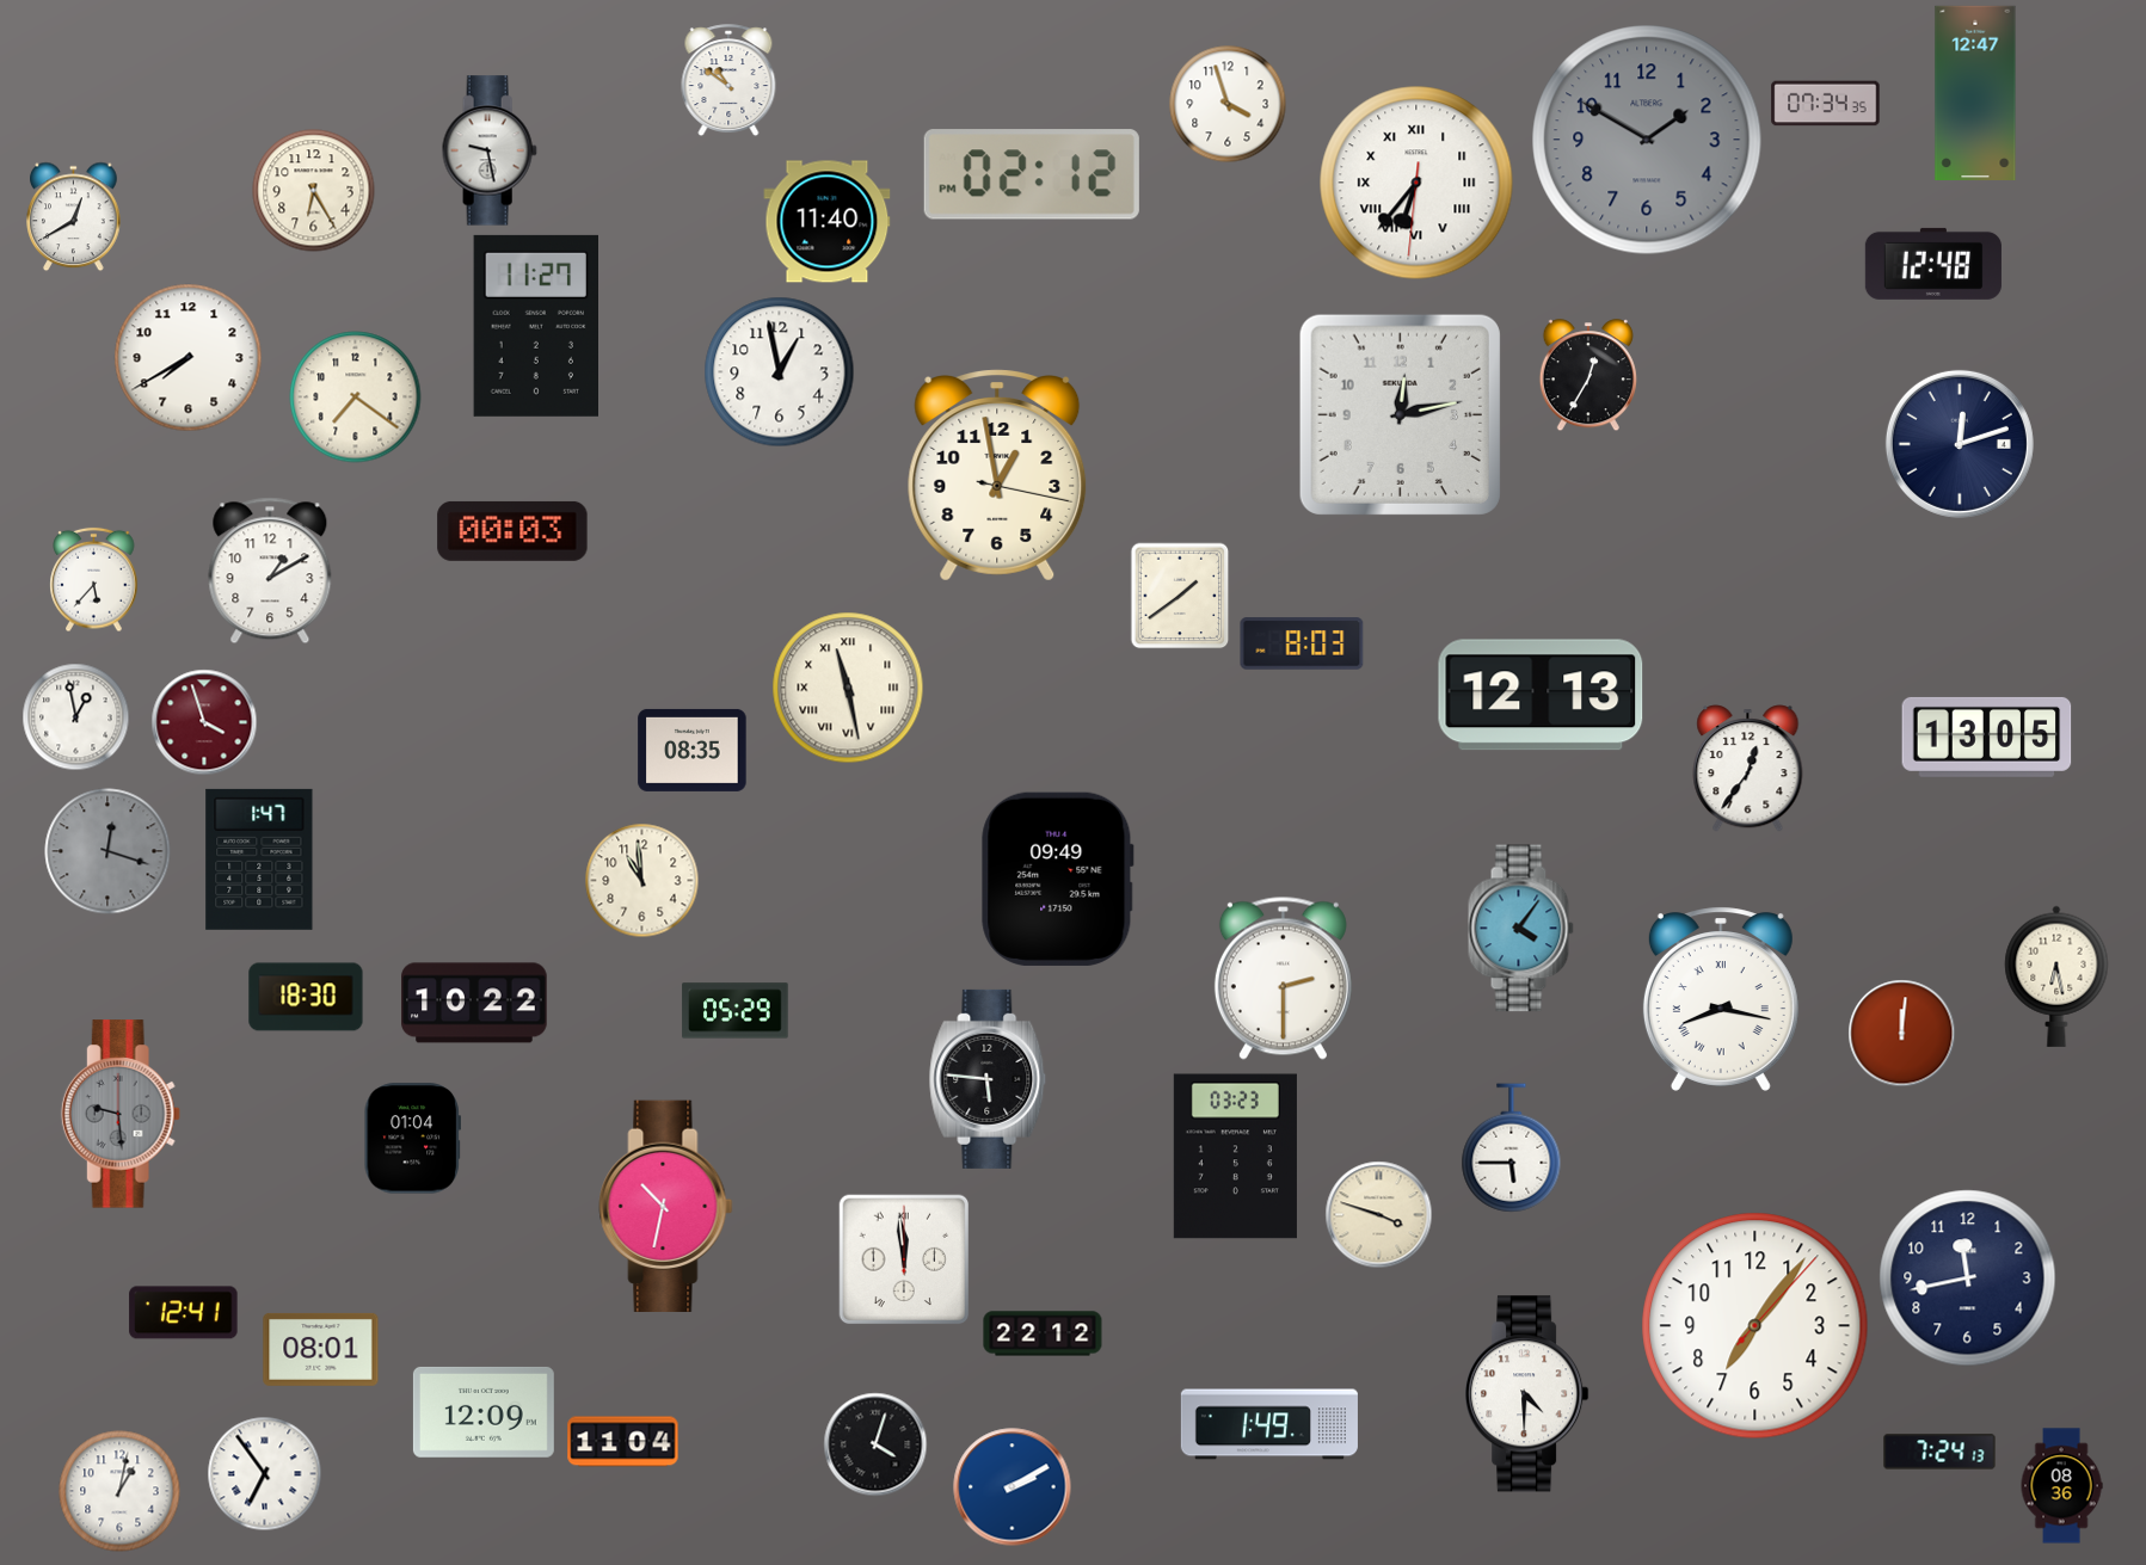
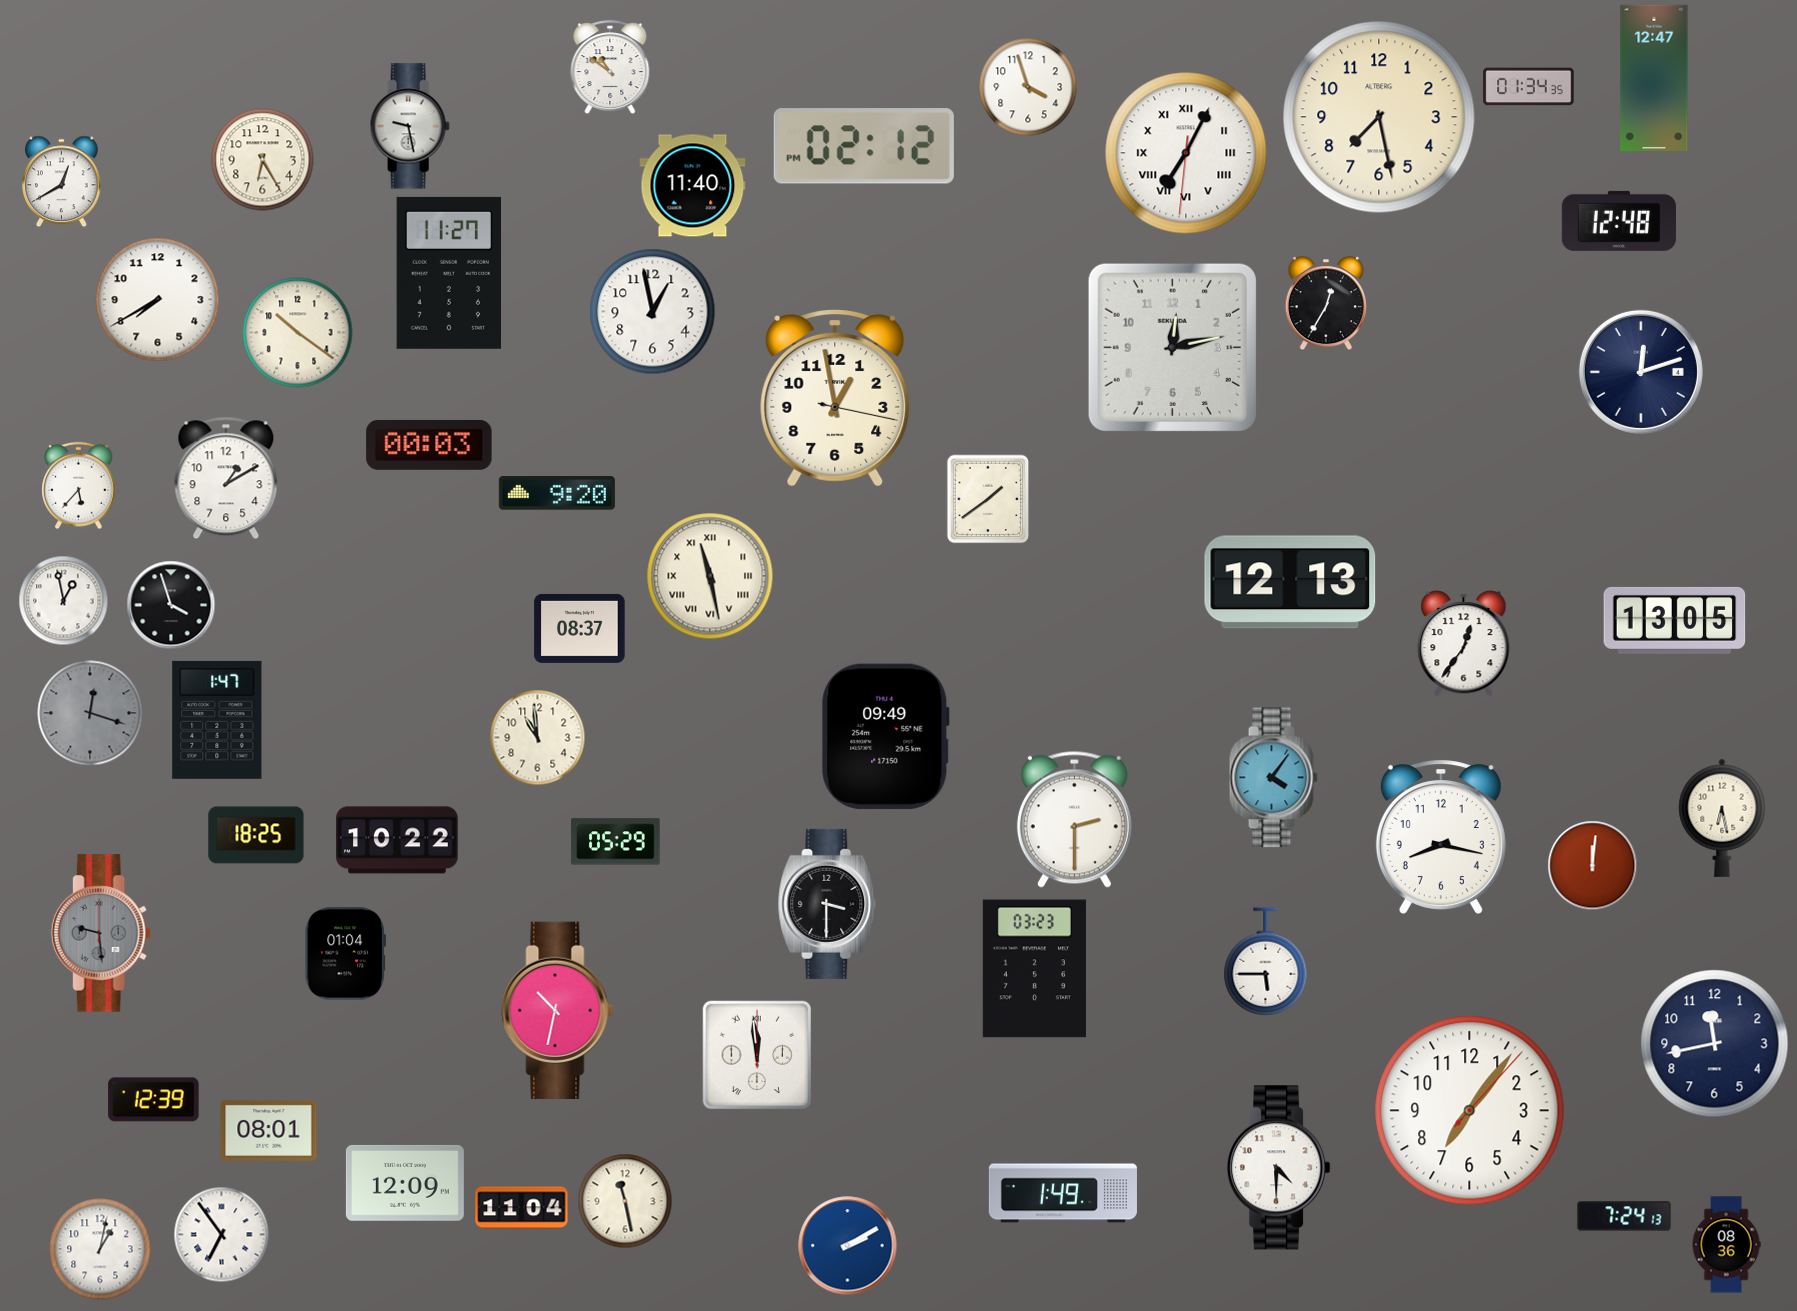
clock at (1826, 104): 07:34 -> 01:34
clock at (1647, 140): 1:50 -> 7:28
clock at (1647, 140) dial: grey -> cream
clock at (1416, 183): 6:36 -> 7:04
clock at (1588, 376) position: (1588, 376) -> (1326, 304)
clock at (356, 398): 7:21 -> 10:21
clock at (557, 493): none -> 9:20
clock at (1302, 643): 8:03 -> none
clock at (204, 722) dial: burgundy -> black
clock at (1987, 737) position: (1987, 737) -> (1675, 620)
clock at (693, 750): 08:35 -> 08:37
clock at (306, 997): 18:30 -> 18:25
clock at (1721, 999) numerals: Roman -> Arabic
clock at (736, 1011) position: (736, 1011) -> (616, 842)
clock at (988, 1079): 5:46 -> 3:30
clock at (1379, 1215): 3:48 -> none
clock at (1968, 1279) position: (1968, 1279) -> (1715, 1044)
clock at (184, 1313): 12:41 -> 12:39
clock at (1043, 1333): 22:12 -> none
clock at (625, 1201): none -> 11:28
clock at (875, 1444): 4:03 -> none
